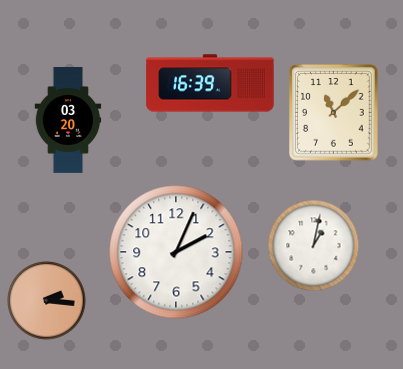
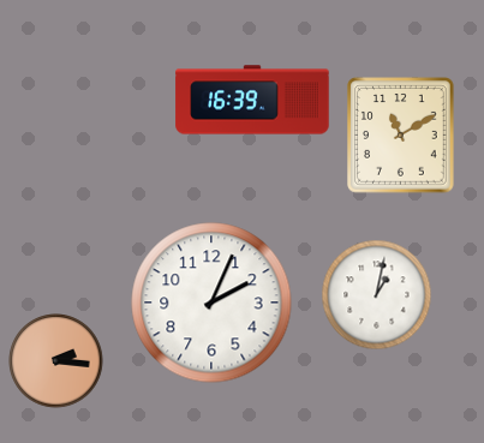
clock at (334, 113): 11:08 -> 11:10
clock at (68, 121): 03:20 -> none
